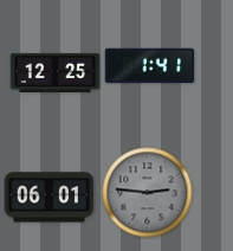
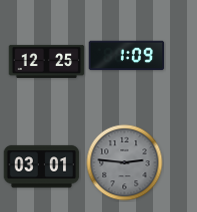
clock at (150, 66): 1:41 -> 1:09
clock at (50, 198): 06:01 -> 03:01
